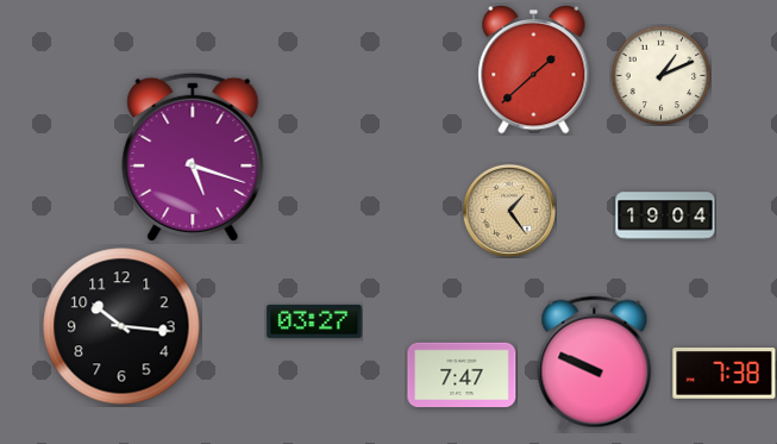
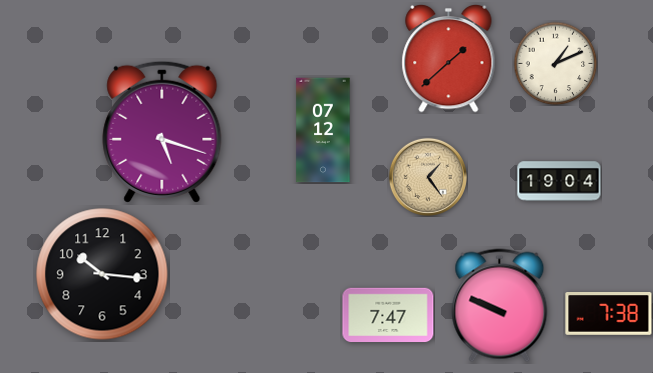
clock at (323, 130): none -> 07:12
clock at (314, 321): 03:27 -> none
